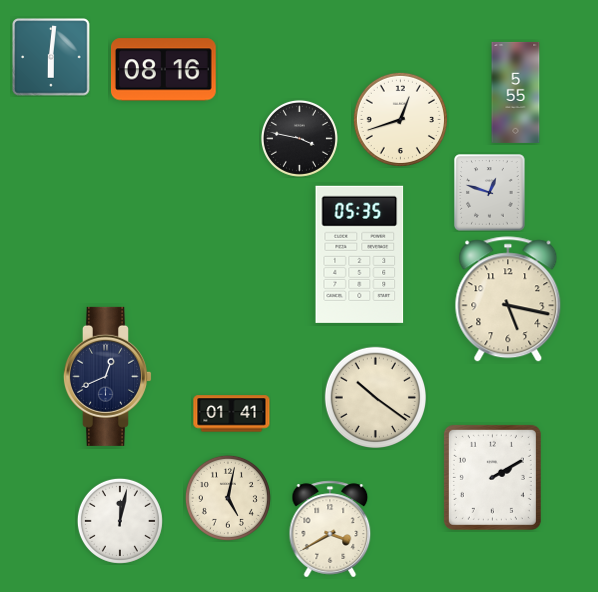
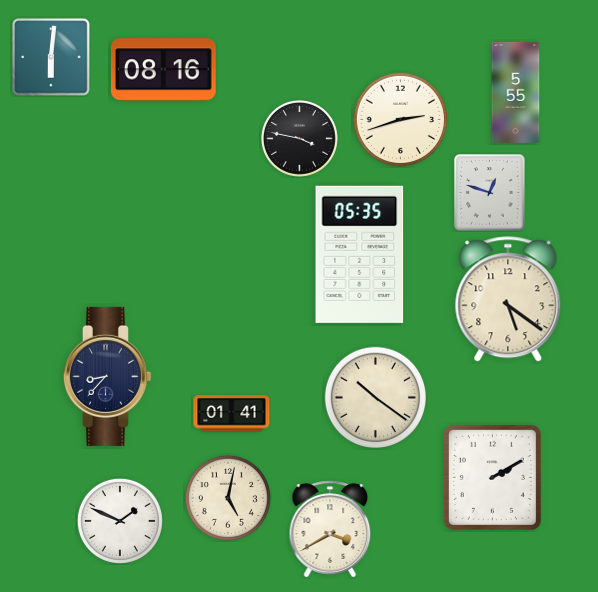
clock at (400, 119): 12:42 -> 2:42
clock at (508, 300): 5:17 -> 5:21
clock at (107, 376): 12:41 -> 8:37
clock at (120, 521): 12:02 -> 1:49
